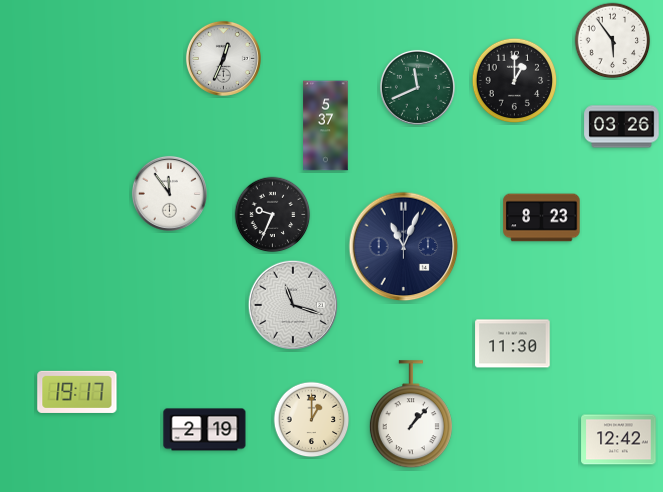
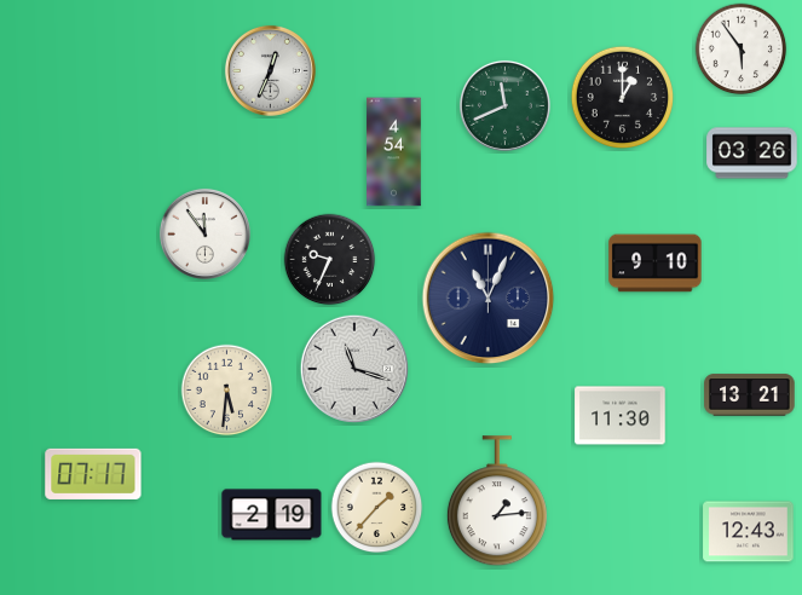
clock at (326, 126): 5:37 -> 4:54
clock at (542, 218): 8:23 -> 9:10
clock at (227, 391): none -> 5:31
clock at (750, 395): none -> 13:21
clock at (77, 392): 19:17 -> 07:17
clock at (411, 415): 1:07 -> 1:14
clock at (312, 420): 1:00 -> 1:37
clock at (205, 430) position: (205, 430) -> (272, 515)
clock at (619, 440): 12:42 -> 12:43
